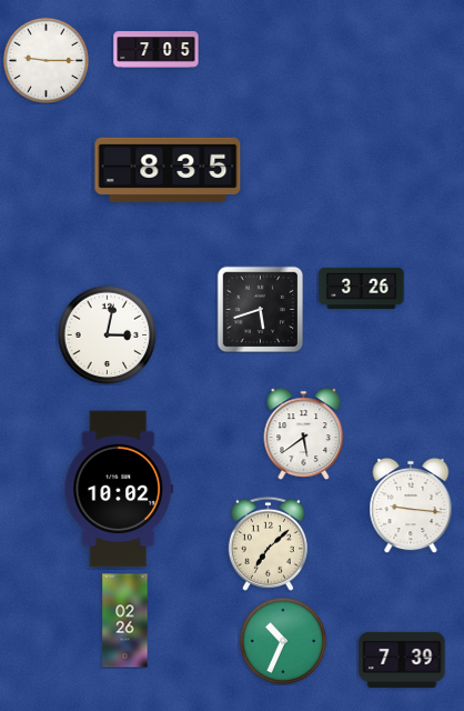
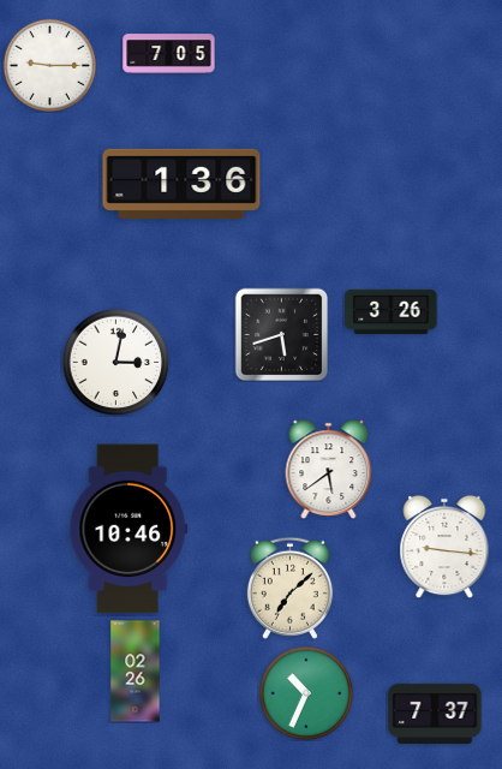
clock at (168, 170): 8:35 -> 1:36
clock at (119, 489): 10:02 -> 10:46
clock at (402, 660): 7:39 -> 7:37
